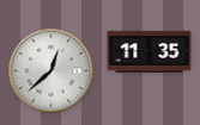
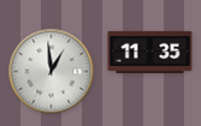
clock at (51, 71): 12:38 -> 12:59
